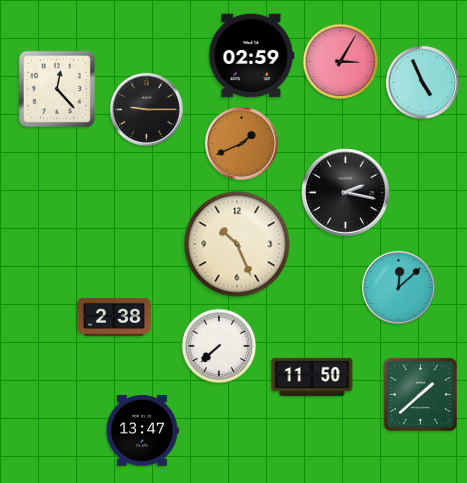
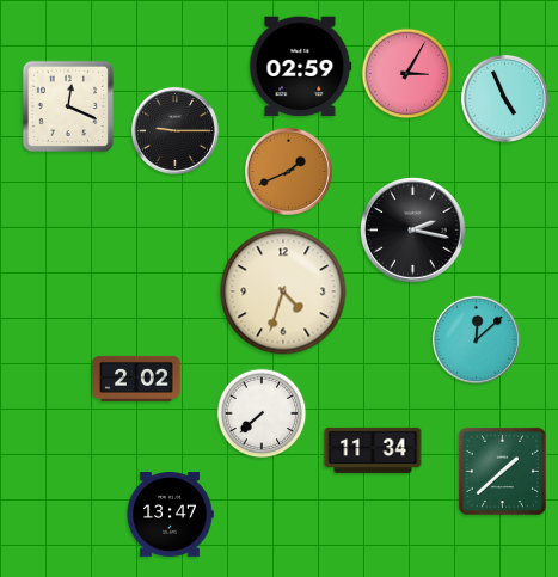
clock at (57, 89): 12:23 -> 12:19
clock at (237, 244): 10:26 -> 4:33
clock at (398, 287) position: (398, 287) -> (476, 339)
clock at (114, 317): 2:38 -> 2:02
clock at (312, 377): 11:50 -> 11:34
